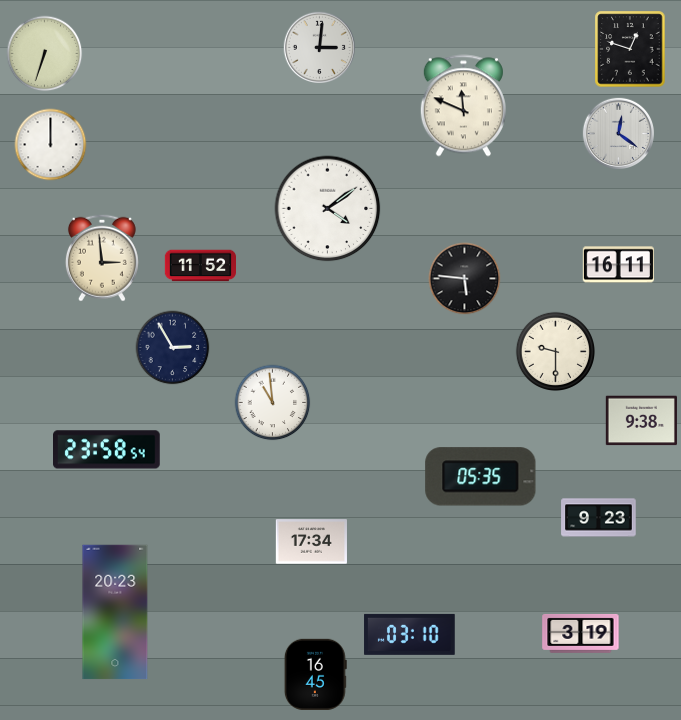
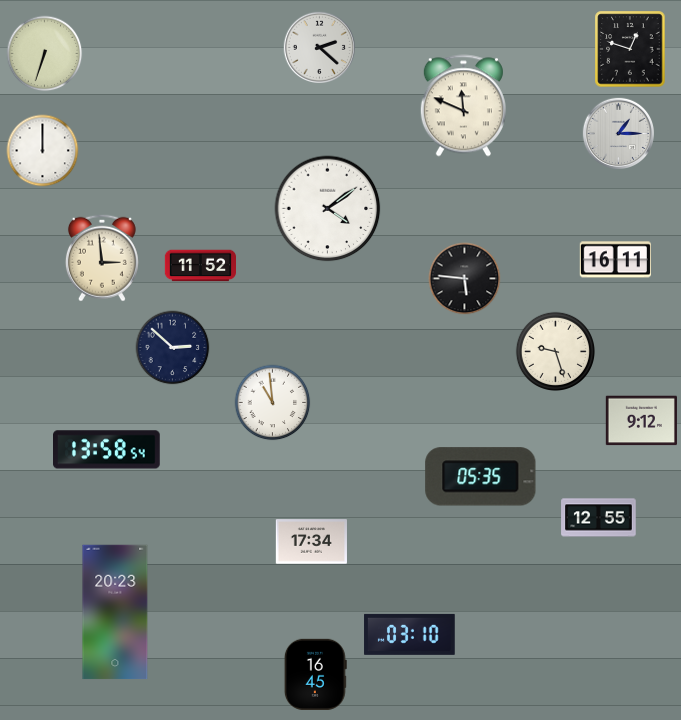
clock at (319, 47): 3:01 -> 2:22
clock at (618, 133): 12:21 -> 1:15
clock at (51, 145) position: (51, 145) -> (43, 151)
clock at (618, 265) position: (618, 265) -> (615, 260)
clock at (173, 348): 2:55 -> 2:52
clock at (555, 351): 9:30 -> 9:27
clock at (641, 421): 9:38 -> 9:12
clock at (107, 450): 23:58 -> 13:58
clock at (599, 518): 9:23 -> 12:55
clock at (581, 633): 3:19 -> none
